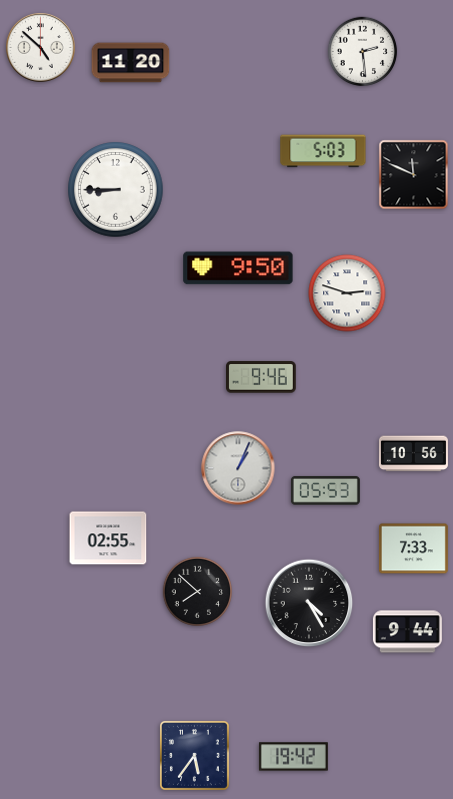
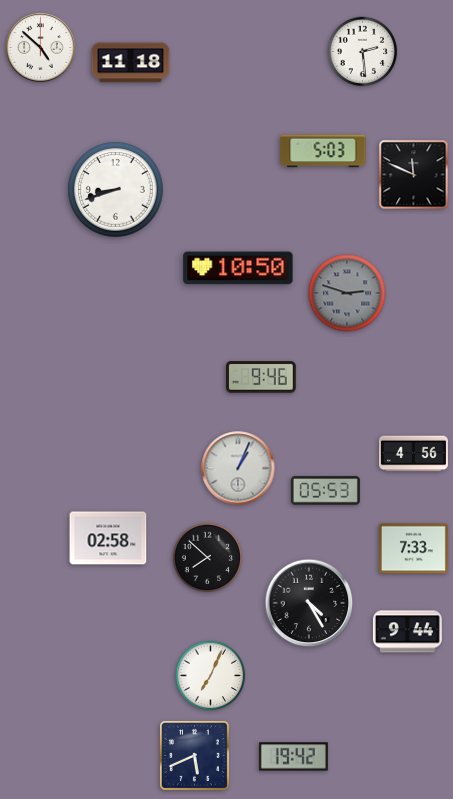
clock at (131, 63): 11:20 -> 11:18
clock at (116, 190): 8:45 -> 8:42
clock at (238, 268): 9:50 -> 10:50
clock at (347, 293) dial: white -> grey
clock at (413, 454): 10:56 -> 4:56
clock at (108, 538): 02:55 -> 02:58
clock at (198, 592) position: (198, 592) -> (208, 558)
clock at (211, 676): none -> 7:04
clock at (194, 755): 5:36 -> 5:41
